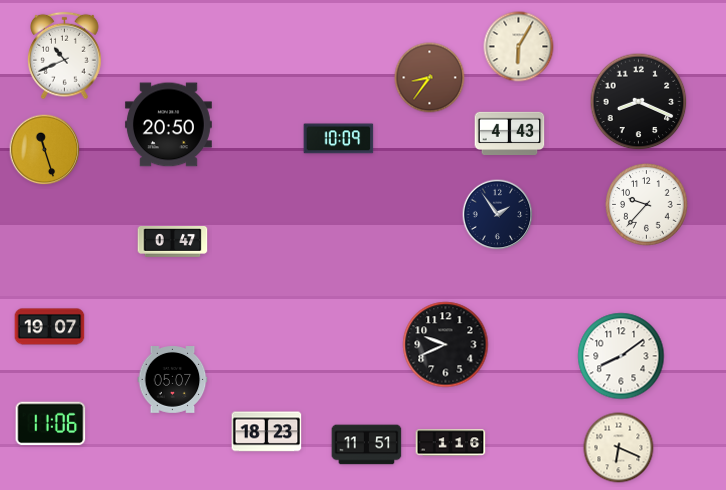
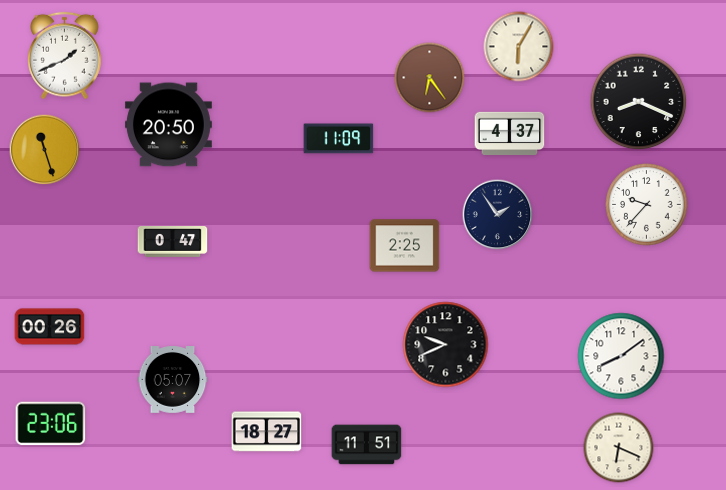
clock at (65, 56): 10:41 -> 1:41
clock at (430, 78): 8:36 -> 6:24
clock at (510, 134): 4:43 -> 4:37
clock at (339, 139): 10:09 -> 11:09
clock at (405, 246): none -> 2:25
clock at (50, 327): 19:07 -> 00:26
clock at (51, 424): 11:06 -> 23:06
clock at (267, 432): 18:23 -> 18:27
clock at (451, 443): 1:16 -> none
